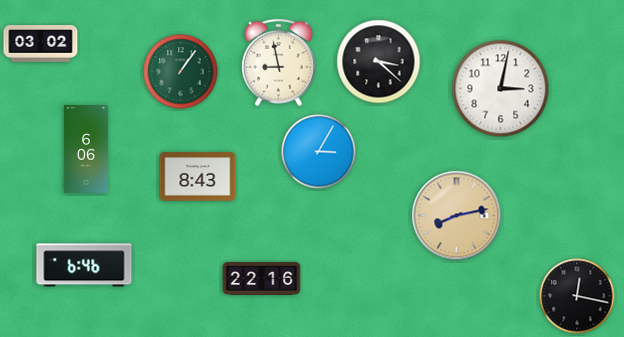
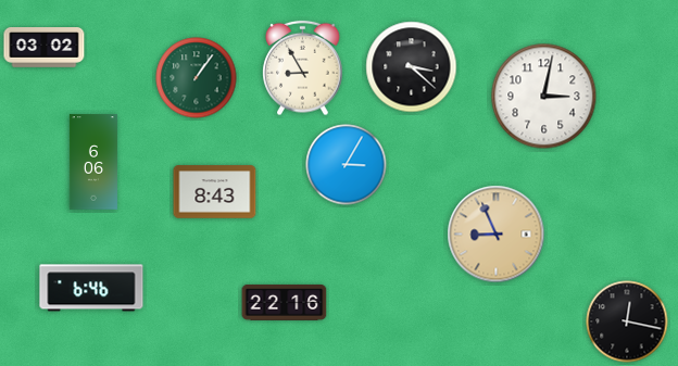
clock at (279, 63): 8:58 -> 8:55
clock at (457, 216): 8:13 -> 8:56
